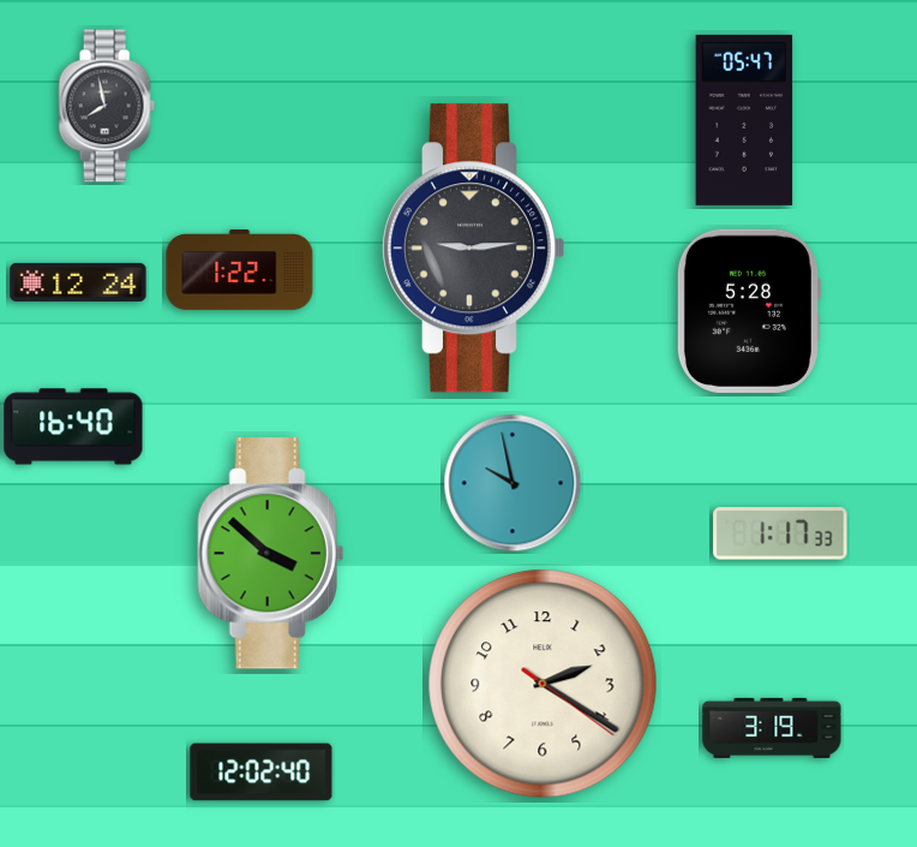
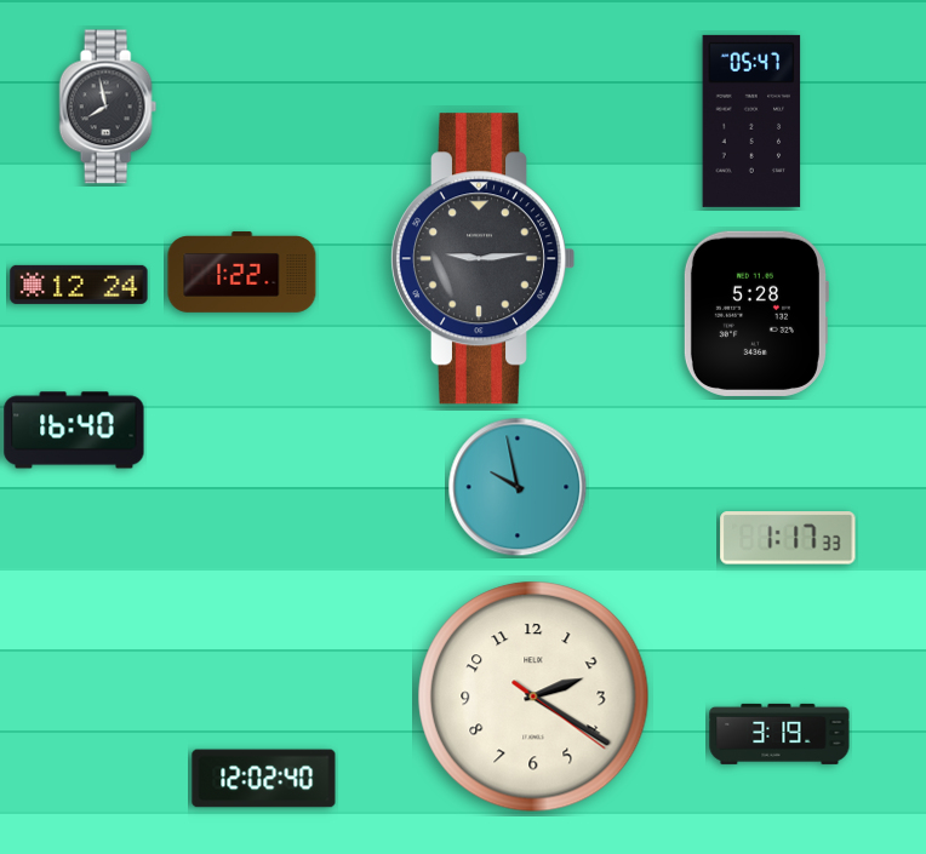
clock at (473, 249) position: (473, 249) -> (482, 259)
clock at (270, 554): 3:52 -> none
clock at (543, 684) position: (543, 684) -> (533, 697)
